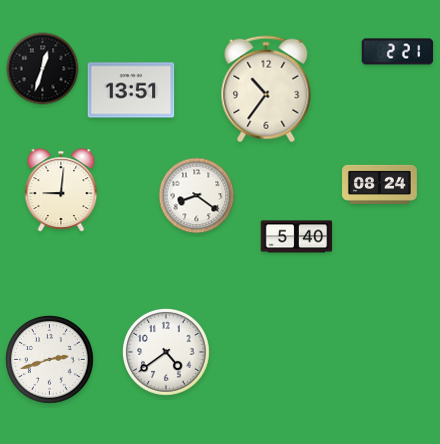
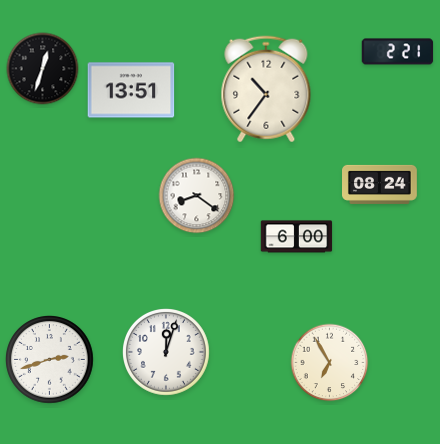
clock at (61, 190): 9:01 -> none
clock at (297, 237): 5:40 -> 6:00
clock at (167, 353): 4:39 -> 12:03
clock at (330, 363): none -> 6:55
